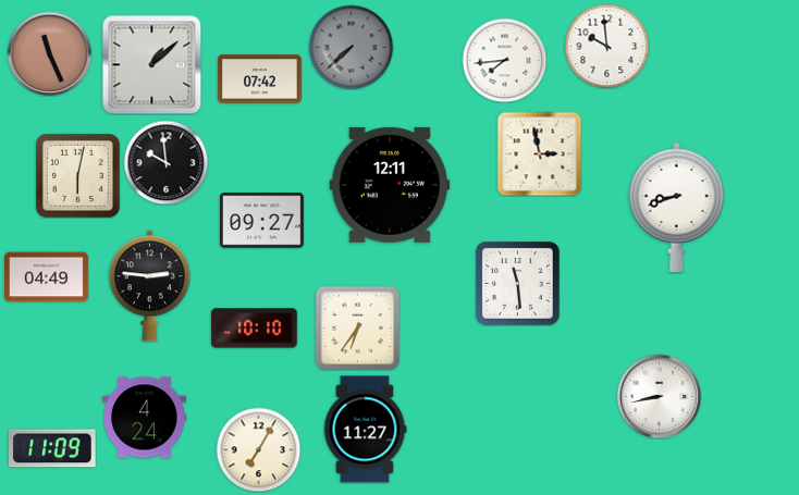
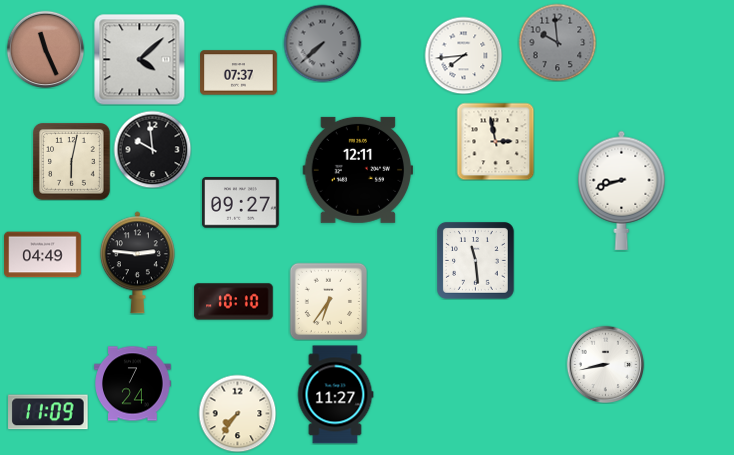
clock at (606, 46) dial: white -> grey
clock at (151, 64): 1:08 -> 4:08
clock at (260, 79): 07:42 -> 07:37
clock at (145, 418): 4:24 -> 7:24
clock at (258, 449): 7:05 -> 7:36
